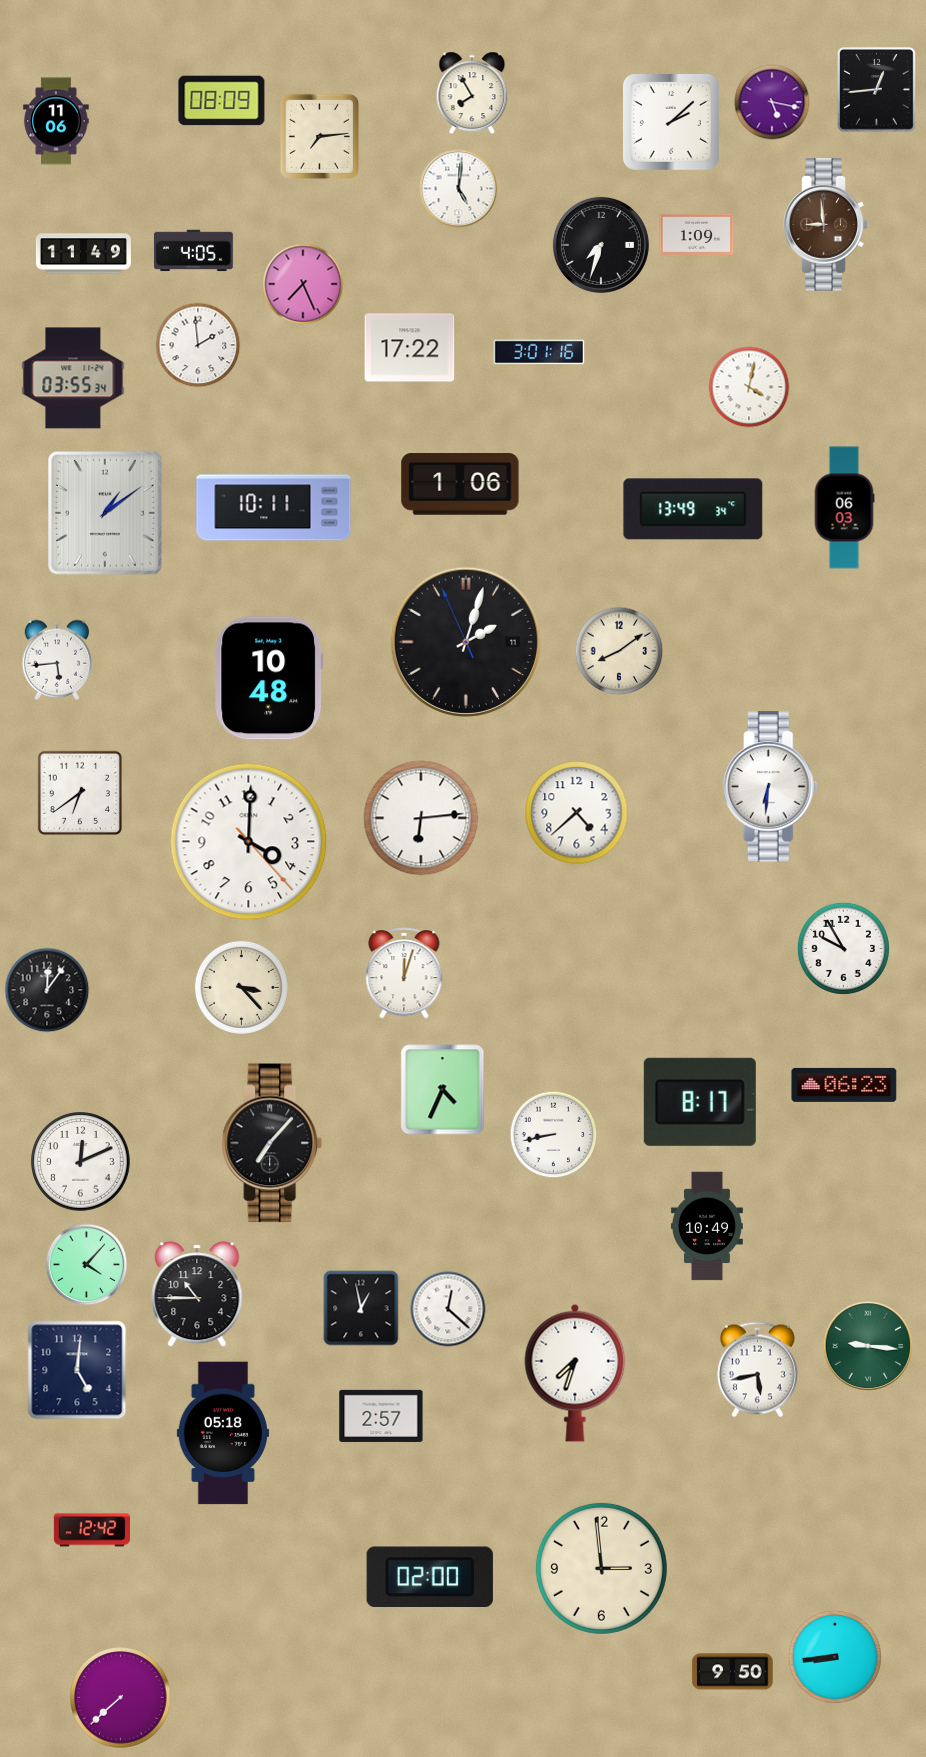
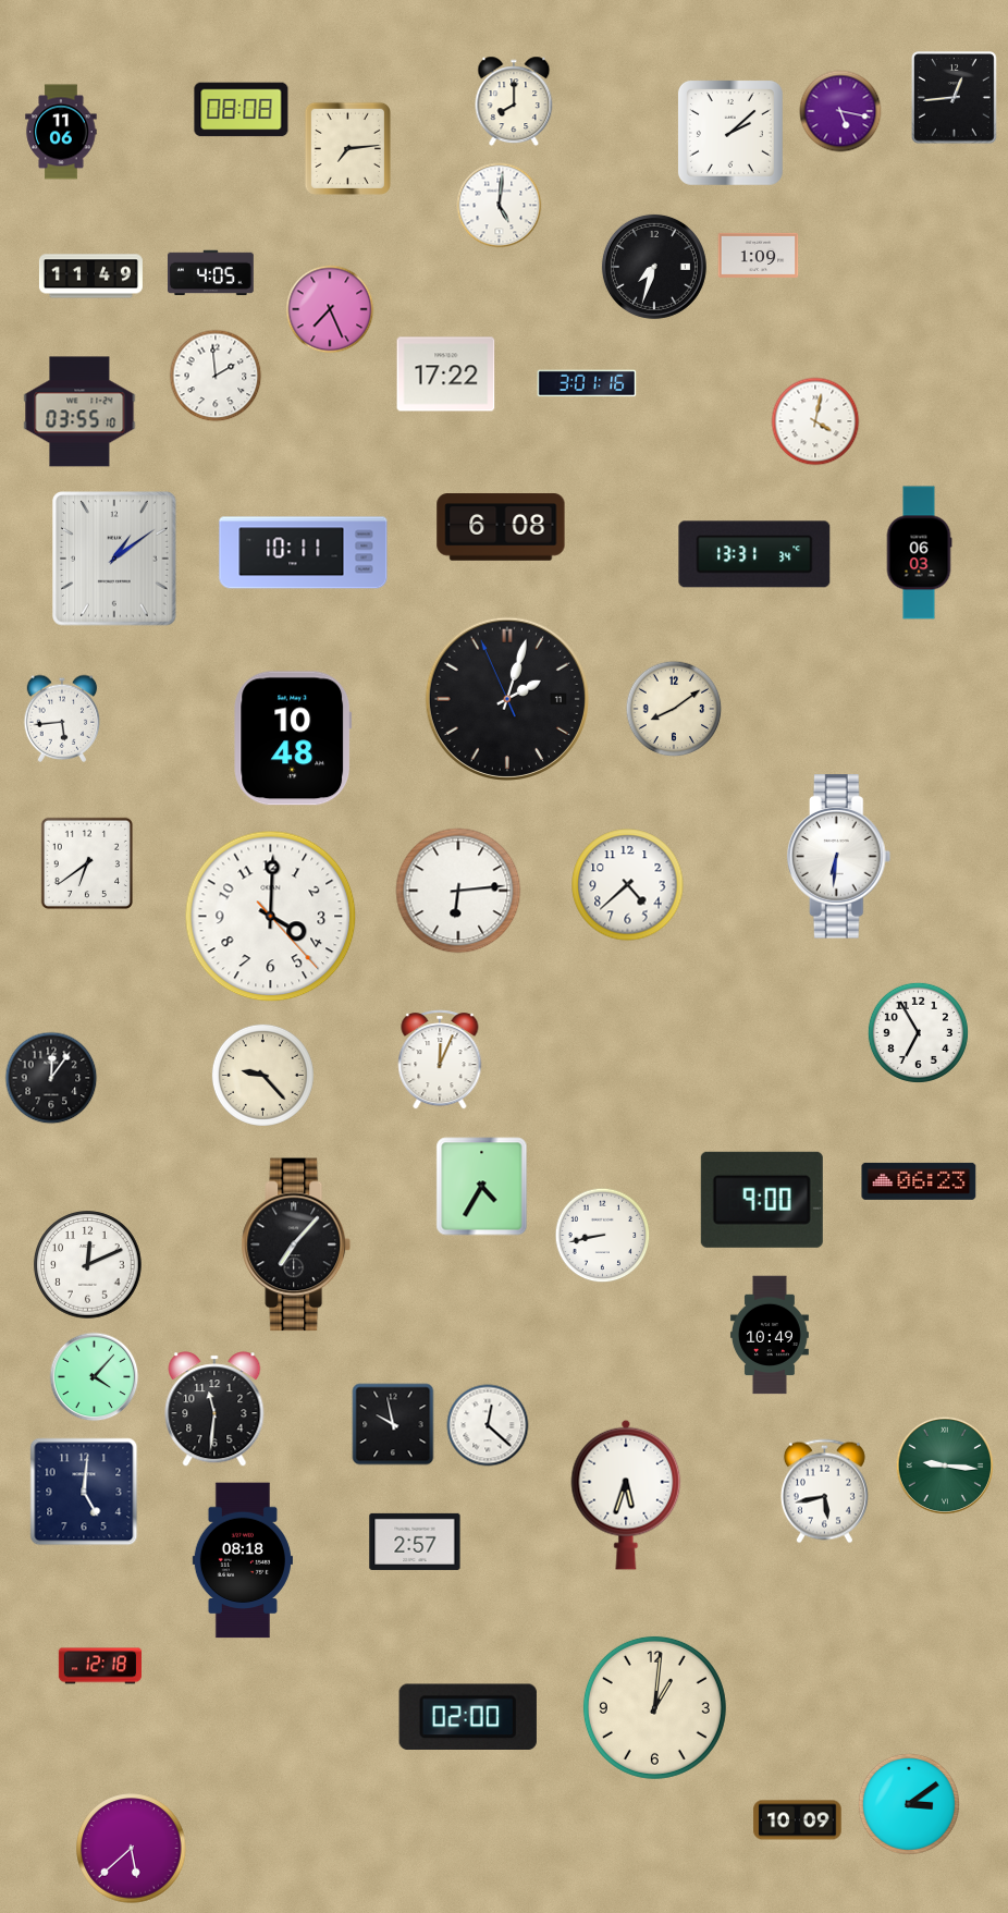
clock at (472, 93): 7:55 -> 8:00
clock at (222, 101): 08:09 -> 08:08
clock at (826, 225): 8:59 -> none
clock at (410, 348) position: (410, 348) -> (446, 375)
clock at (73, 378): 03:55:34 -> 03:55:10
clock at (460, 484): 1:06 -> 6:08
clock at (274, 508) position: (274, 508) -> (304, 553)
clock at (693, 509): 13:49 -> 13:31
clock at (843, 948): 9:55 -> 6:55
clock at (404, 973): 12:03 -> 12:04
clock at (241, 987): 3:23 -> 9:23
clock at (443, 1090): 4:34 -> 4:35
clock at (700, 1102): 8:17 -> 9:00
clock at (197, 1294): 10:45 -> 11:31
clock at (361, 1308): 12:58 -> 9:58
clock at (575, 1373): 7:33 -> 5:33
clock at (223, 1433): 05:18 -> 08:18
clock at (91, 1530): 12:42 -> 12:18
clock at (601, 1568): 2:59 -> 1:01
clock at (835, 1657): 8:44 -> 3:09
clock at (733, 1672): 9:50 -> 10:09
clock at (121, 1698): 7:38 -> 5:38
